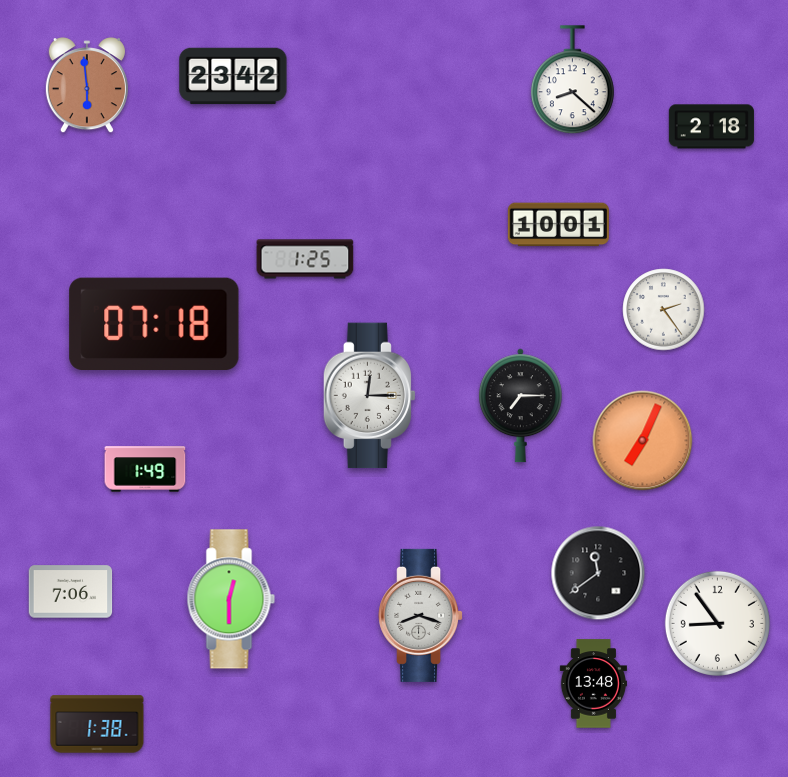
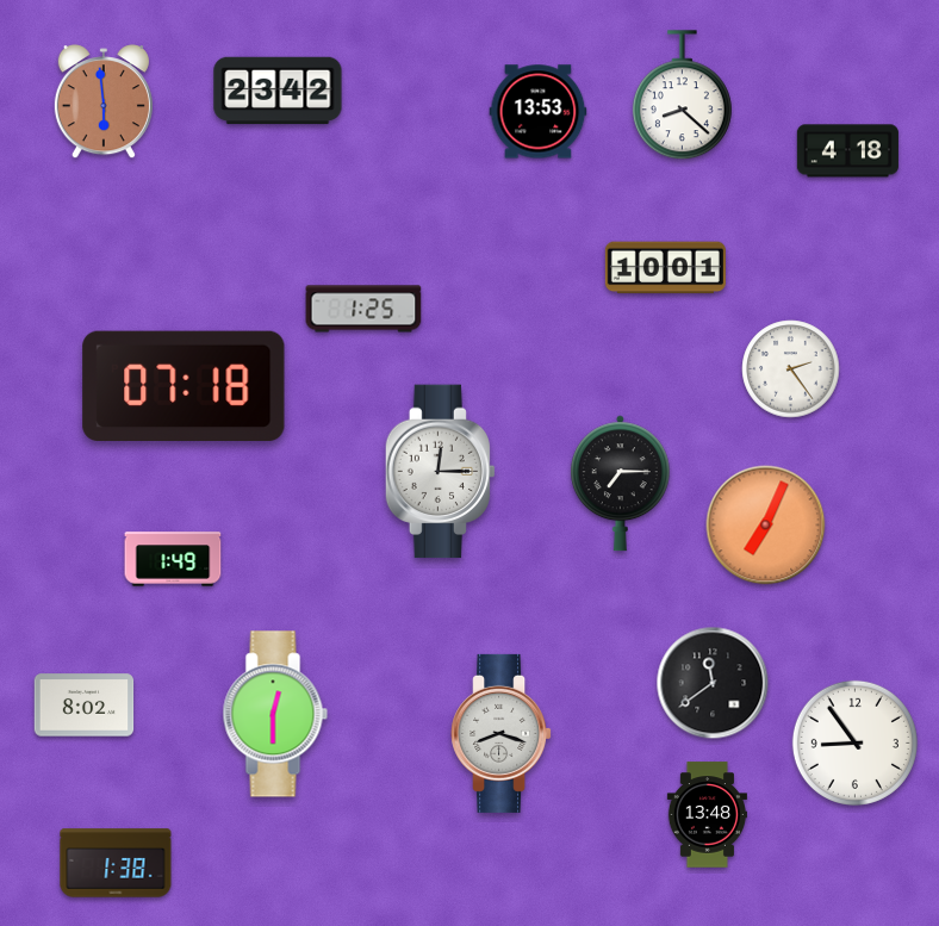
clock at (539, 112): none -> 13:53
clock at (711, 127): 2:18 -> 4:18
clock at (71, 592): 7:06 -> 8:02
